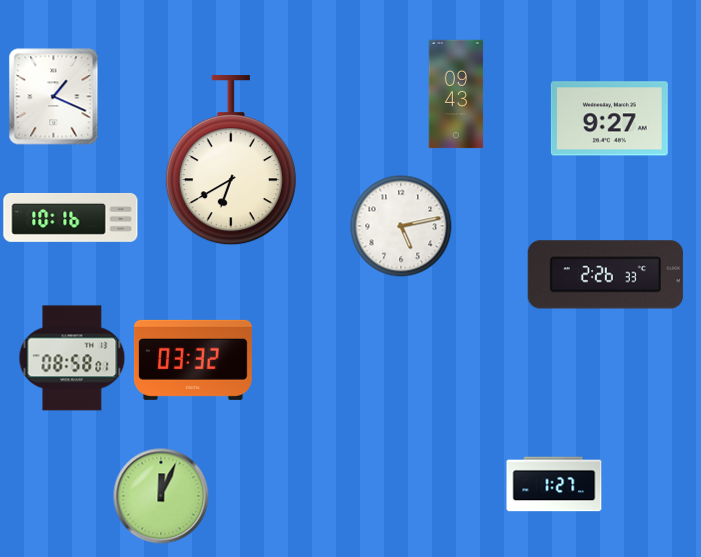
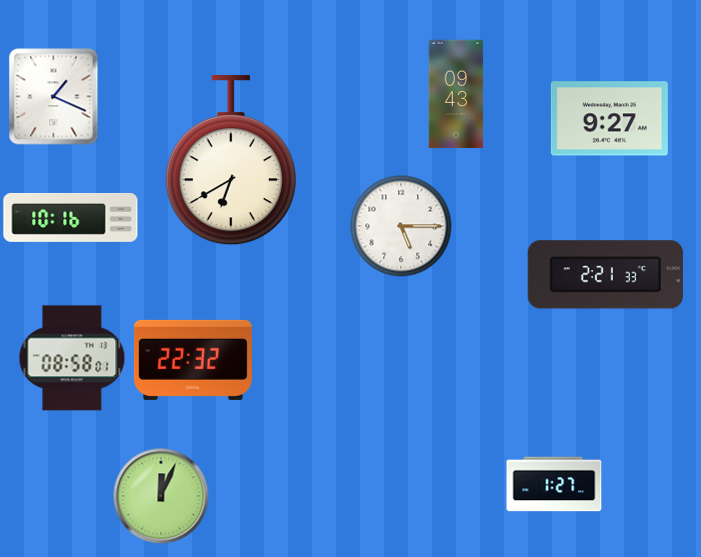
clock at (401, 226): 5:13 -> 5:15
clock at (605, 275): 2:26 -> 2:21
clock at (193, 360): 03:32 -> 22:32
